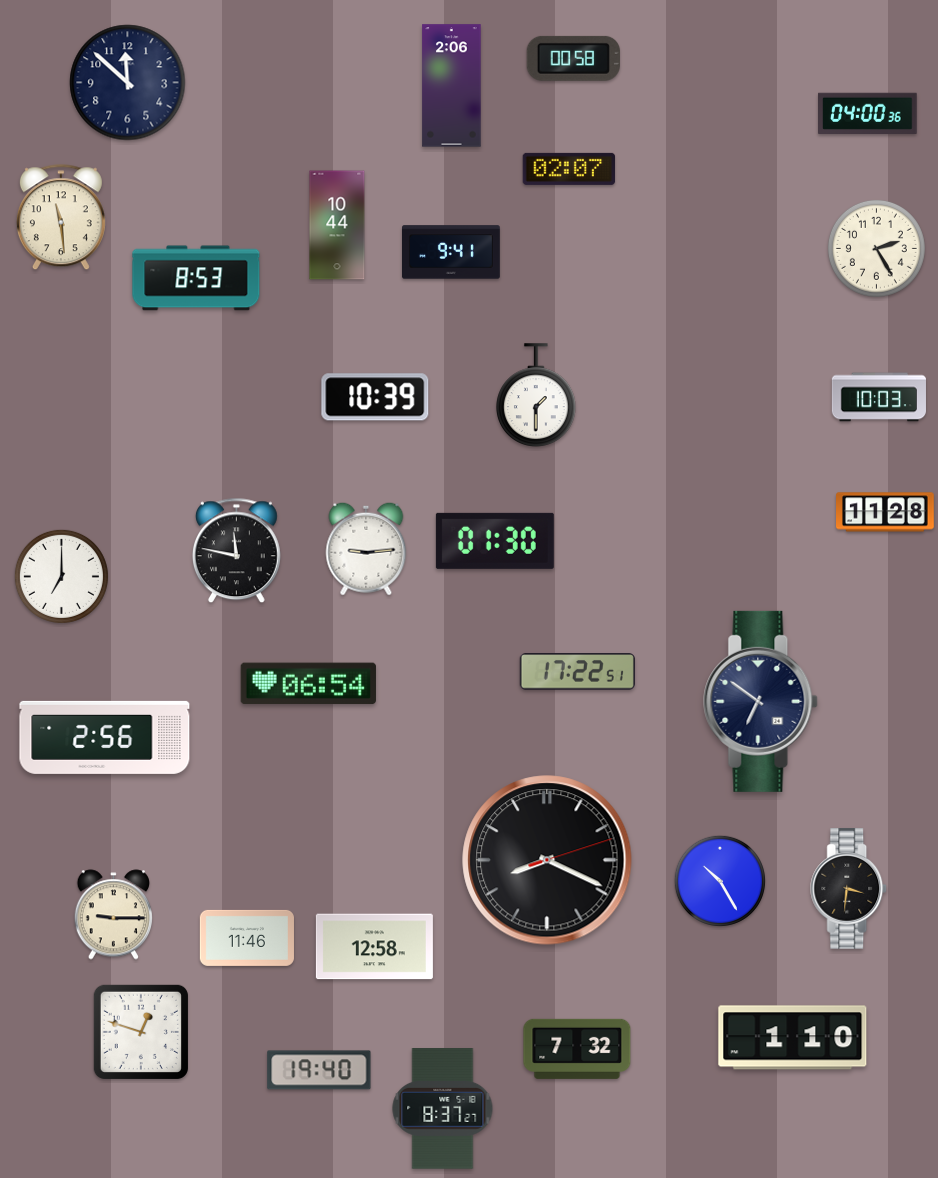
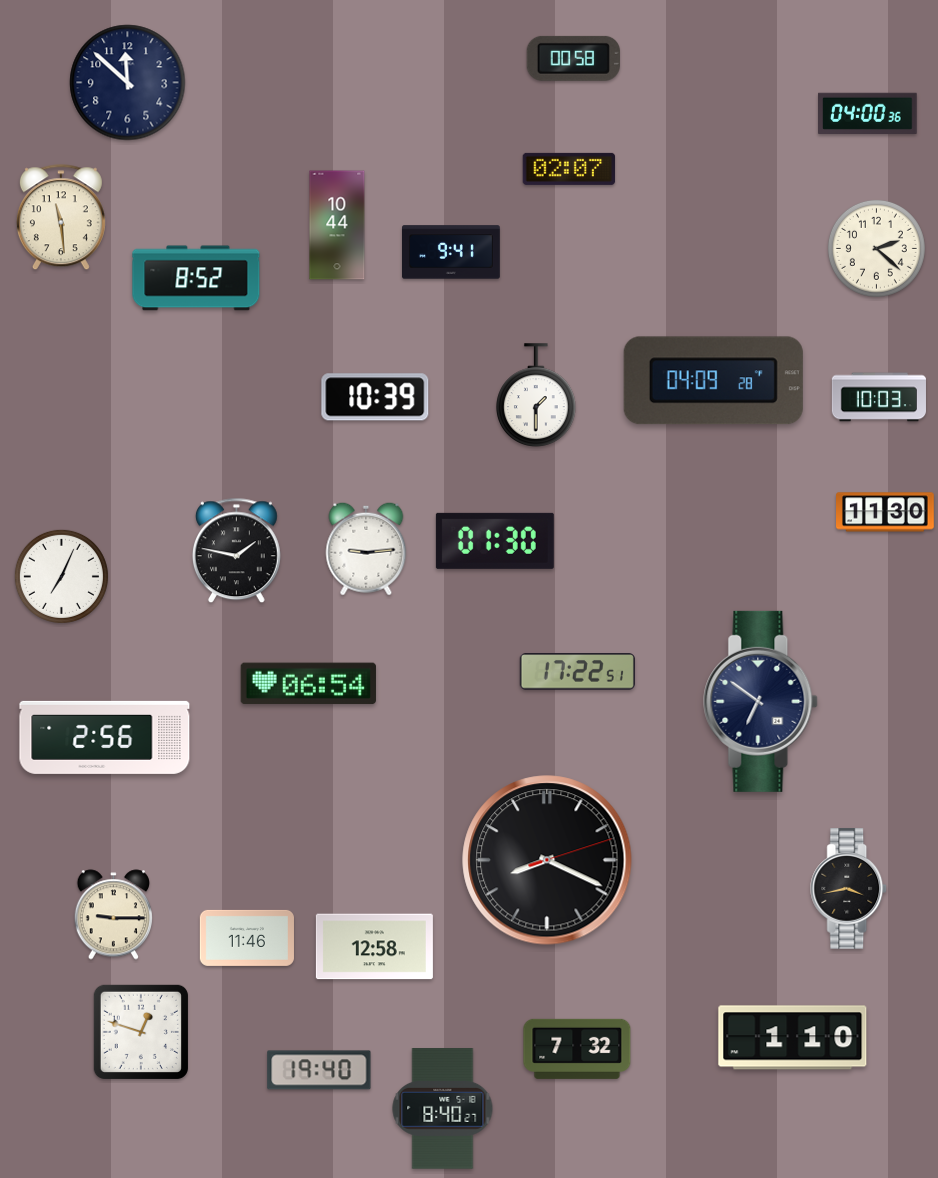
clock at (452, 86): 2:06 -> none
clock at (876, 248): 2:25 -> 2:22
clock at (196, 278): 8:53 -> 8:52
clock at (713, 381): none -> 04:09
clock at (886, 512): 11:28 -> 11:30
clock at (236, 551): 11:47 -> 1:47
clock at (61, 576): 7:00 -> 7:04
clock at (720, 881): 10:25 -> none
clock at (849, 889): 3:31 -> 3:43
clock at (443, 1109): 8:37 -> 8:40
